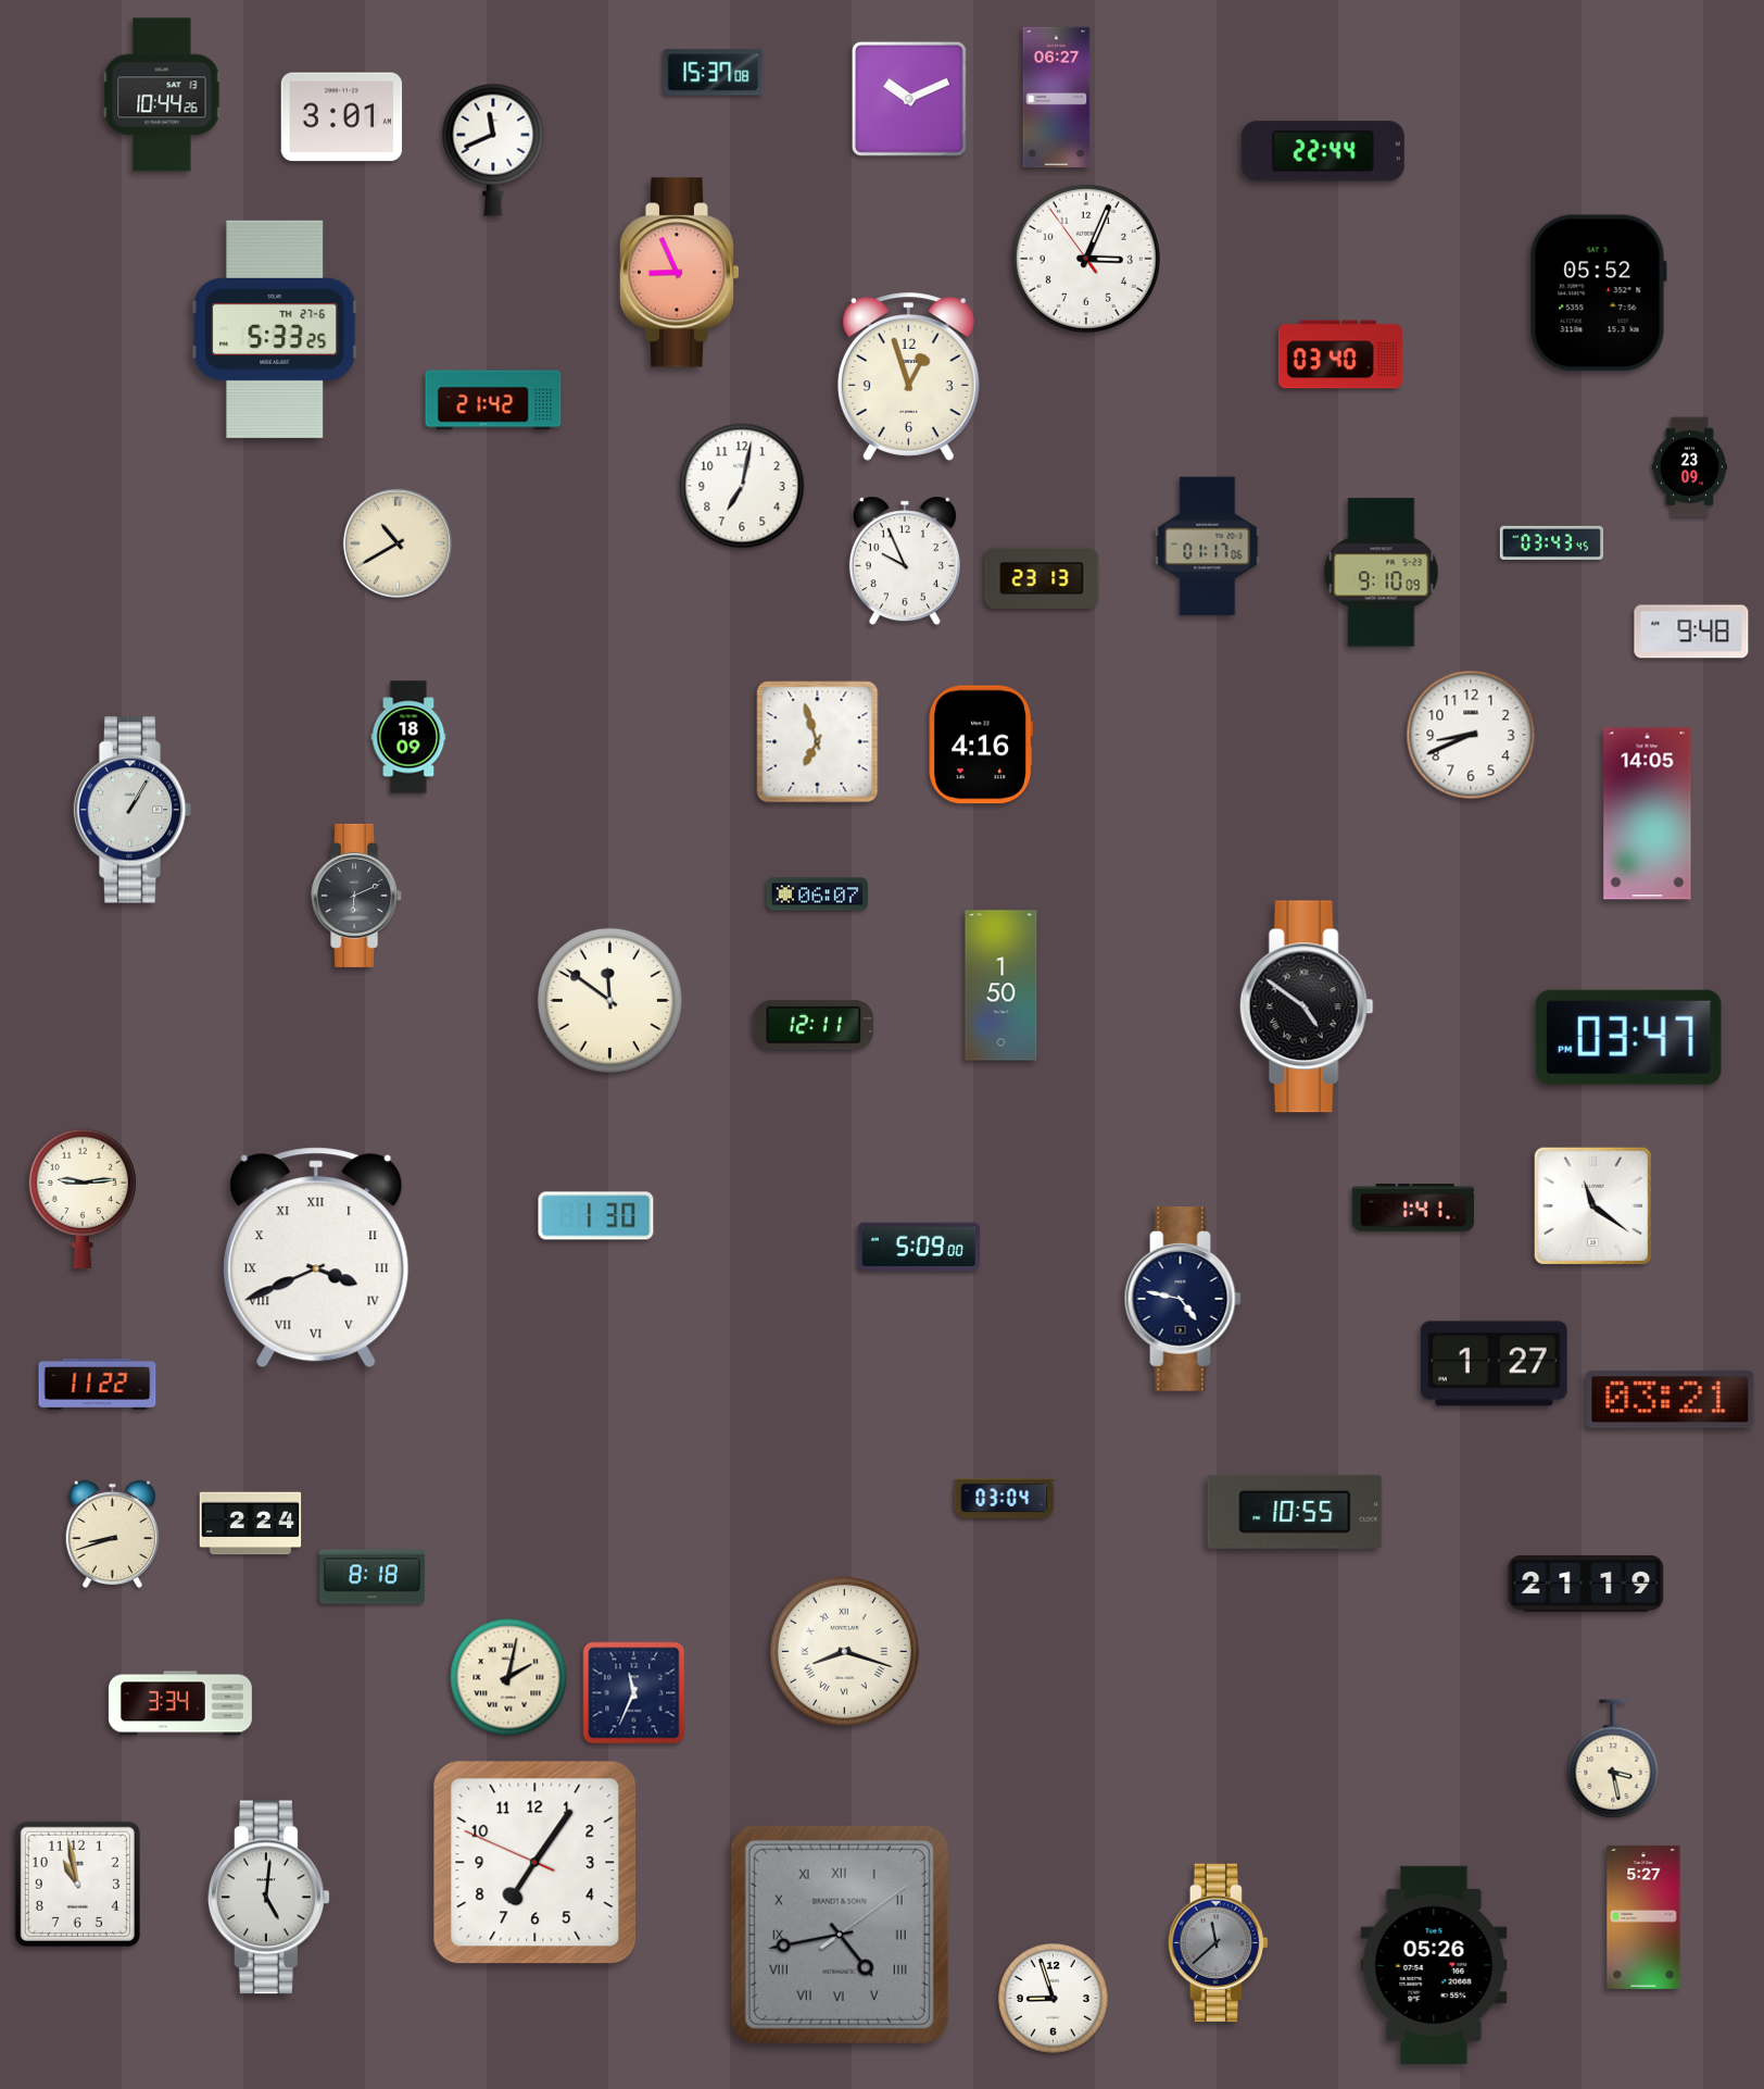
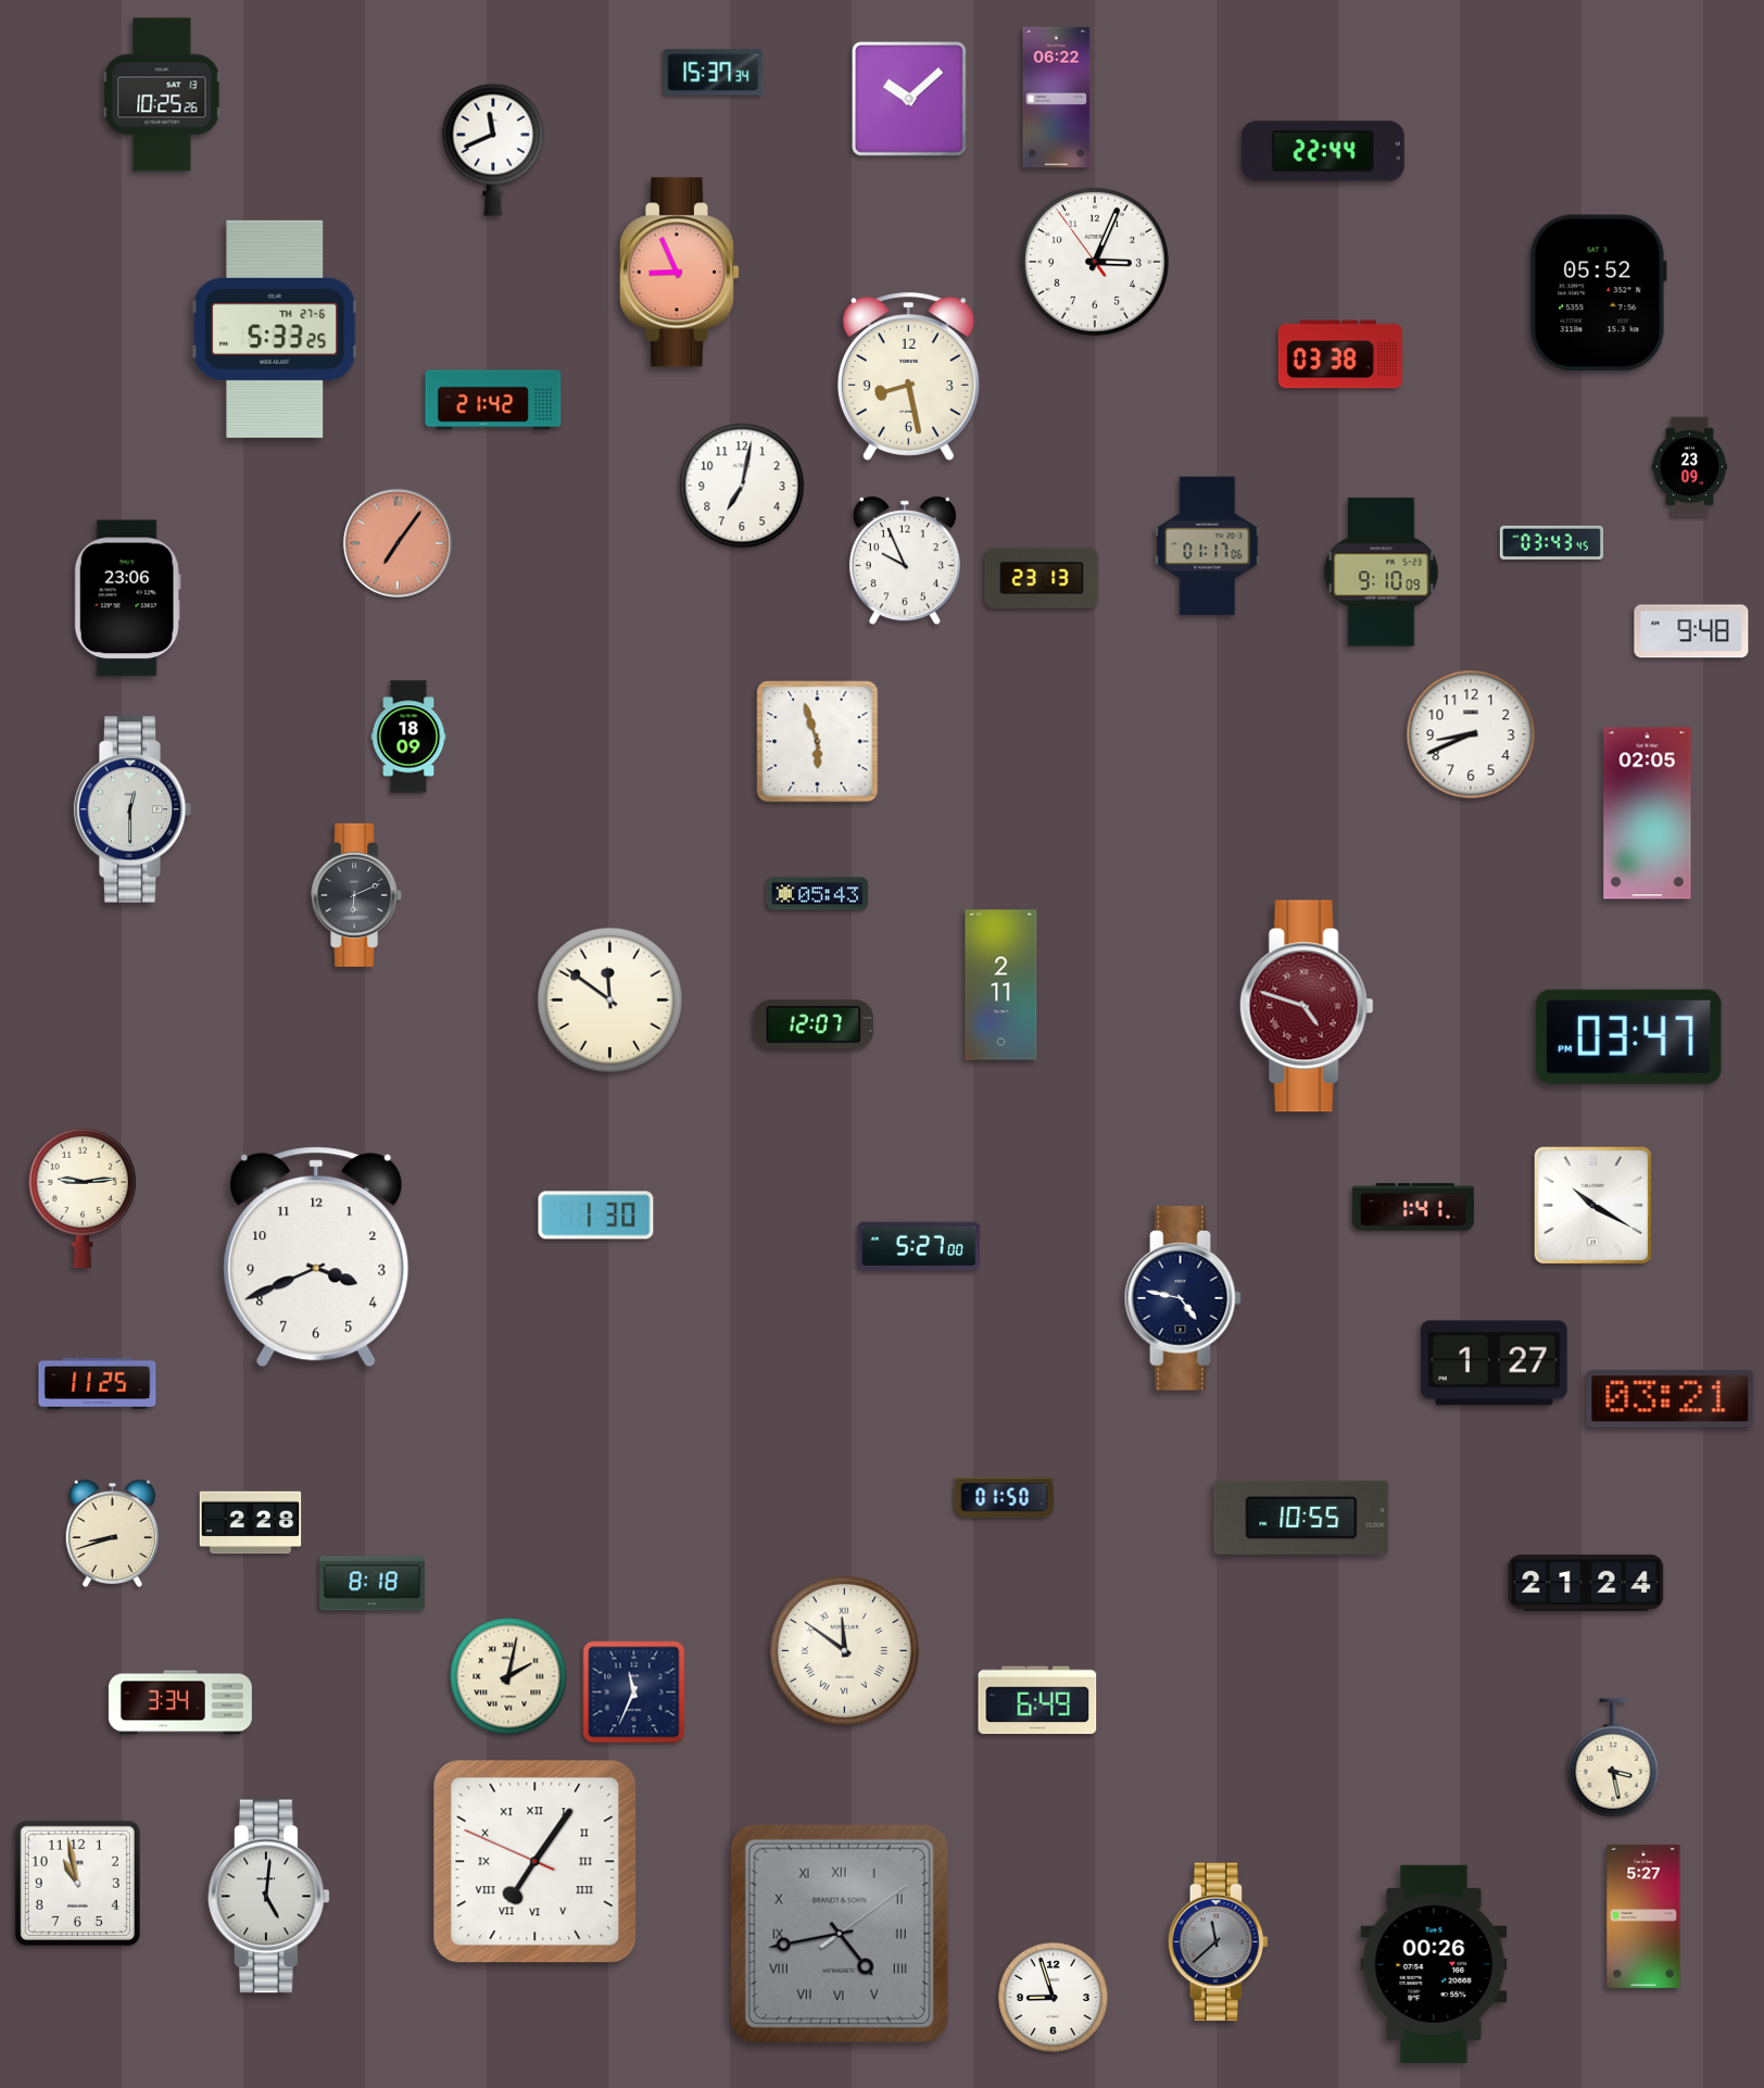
clock at (714, 73): 15:37:08 -> 15:37:34
clock at (162, 95): 10:44 -> 10:25
clock at (1057, 98): 06:27 -> 06:22
clock at (909, 99): 10:11 -> 10:08
clock at (342, 117): 3:01 -> none
clock at (1086, 259) position: (1086, 259) -> (1095, 262)
clock at (1340, 354): 03:40 -> 03:38
clock at (908, 377): 12:57 -> 8:28
clock at (398, 543): 10:40 -> 7:06
clock at (398, 543) dial: cream -> salmon
clock at (127, 599): none -> 23:06
clock at (818, 742): 6:57 -> 5:57
clock at (980, 745): 4:16 -> none
clock at (133, 810): 1:05 -> 12:30
clock at (1648, 814): 14:05 -> 02:05
clock at (818, 895): 06:07 -> 05:43
clock at (1001, 986): 1:50 -> 2:11
clock at (1307, 1006): 4:51 -> 4:48
clock at (1307, 1006) dial: black -> burgundy
clock at (814, 1025): 12:11 -> 12:07
clock at (1593, 1206): 11:21 -> 10:20
clock at (919, 1247): 5:09 -> 5:27
clock at (316, 1258) numerals: Roman -> Arabic
clock at (98, 1384): 11:22 -> 11:25
clock at (1005, 1498): 03:04 -> 01:50
clock at (1295, 1512) position: (1295, 1512) -> (1301, 1518)
clock at (251, 1524): 2:24 -> 2:28
clock at (371, 1577) position: (371, 1577) -> (371, 1584)
clock at (1586, 1584): 21:19 -> 21:24
clock at (844, 1651): 8:18 -> 11:51
clock at (1037, 1700): none -> 6:49
clock at (535, 1863) numerals: Arabic -> Roman
clock at (1434, 1965): 05:26 -> 00:26
